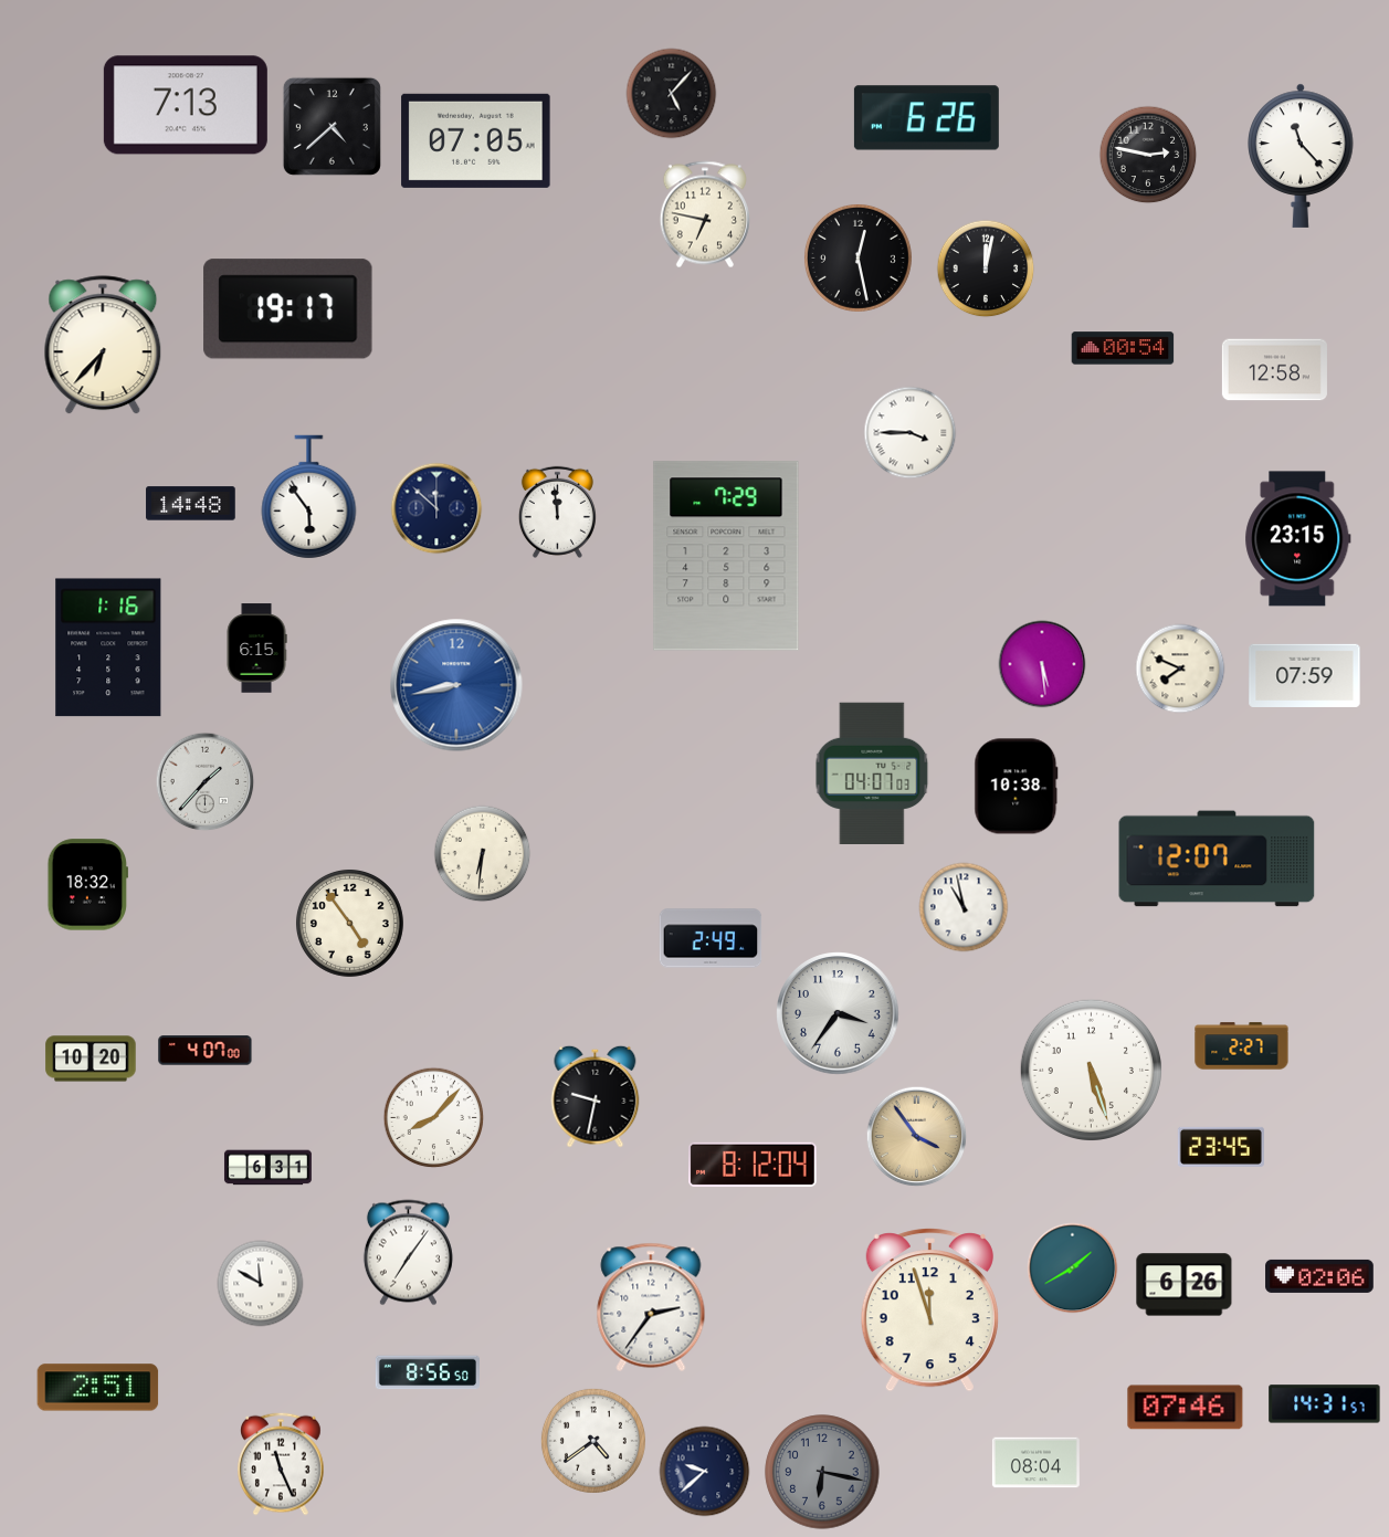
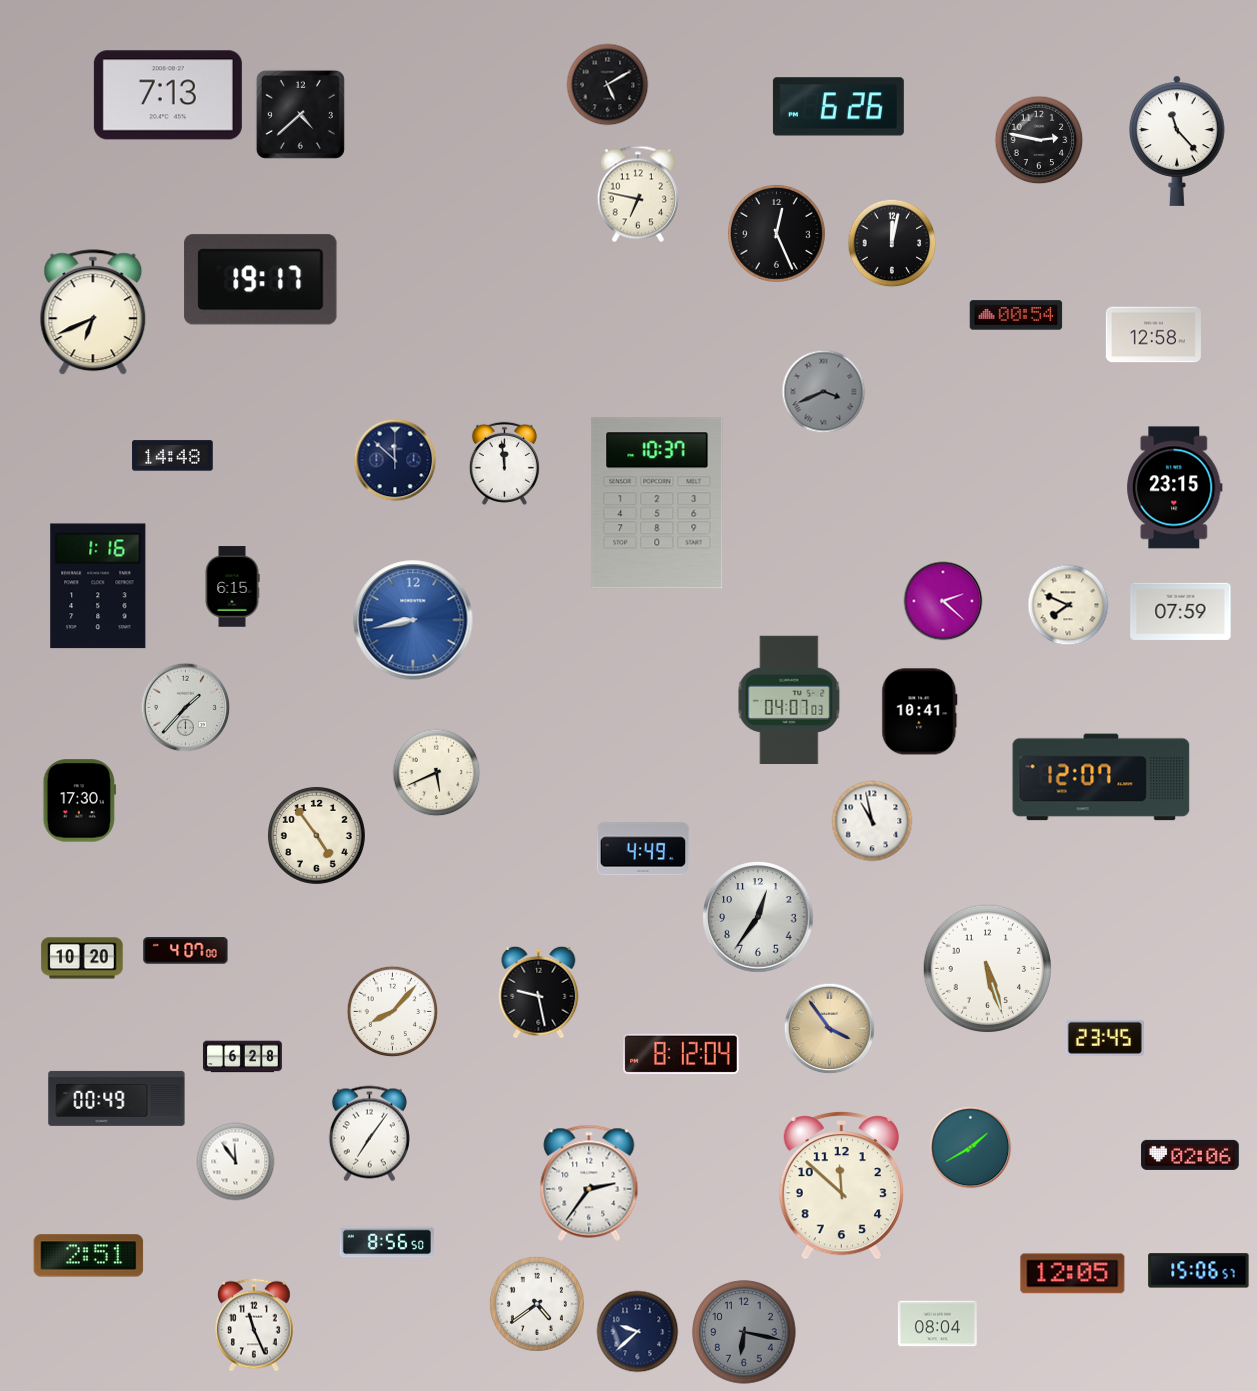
clock at (672, 94): 5:07 -> 5:10
clock at (476, 140): 07:05 -> none
clock at (857, 257): 12:28 -> 12:26
clock at (103, 346): 6:37 -> 6:41
clock at (911, 433): 3:45 -> 3:41
clock at (911, 433) dial: white -> grey
clock at (309, 497): 5:54 -> none
clock at (726, 556): 7:29 -> 10:37
clock at (1042, 664): 5:29 -> 2:22
clock at (1017, 787): 10:38 -> 10:41
clock at (483, 854): 6:31 -> 5:41
clock at (87, 885): 18:32 -> 17:30
clock at (711, 938): 2:49 -> 4:49
clock at (838, 1013): 3:36 -> 12:36
clock at (1242, 1046): 2:27 -> none
clock at (596, 1096): 9:32 -> 9:28
clock at (267, 1168): 6:31 -> 6:28
clock at (117, 1098): none -> 00:49
clock at (1319, 1276) position: (1319, 1276) -> (1190, 1155)
clock at (261, 1284): 11:50 -> 11:54
clock at (1185, 1285): 6:26 -> none
clock at (929, 1310): 11:57 -> 11:52
clock at (1325, 1404): 14:31 -> 15:06
clock at (1186, 1408): 07:46 -> 12:05
